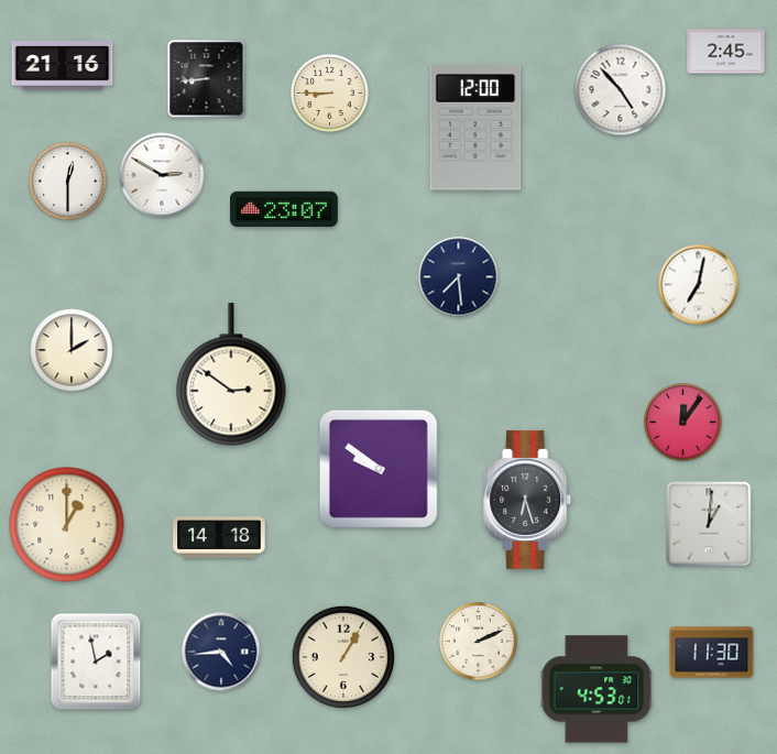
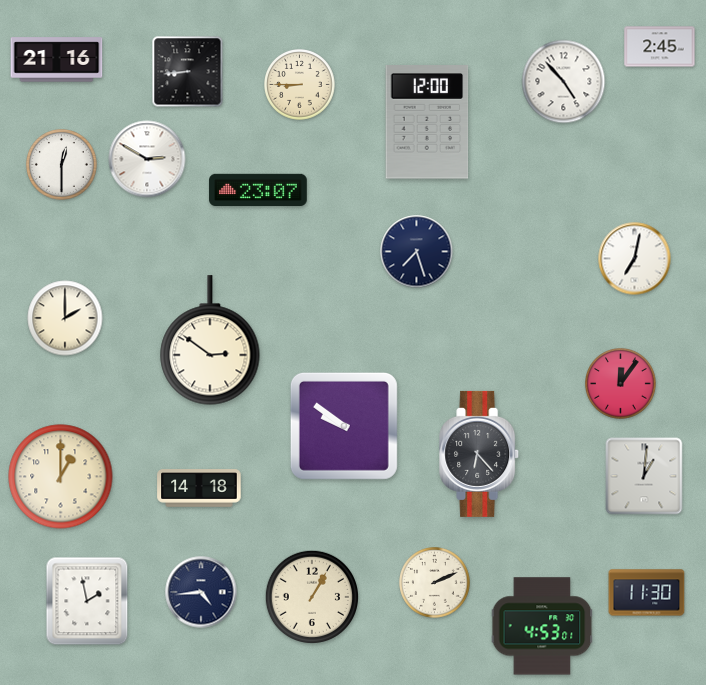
clock at (475, 128) position: (475, 128) -> (427, 122)
clock at (459, 277): 7:29 -> 7:27
clock at (528, 500): 6:27 -> 6:23
